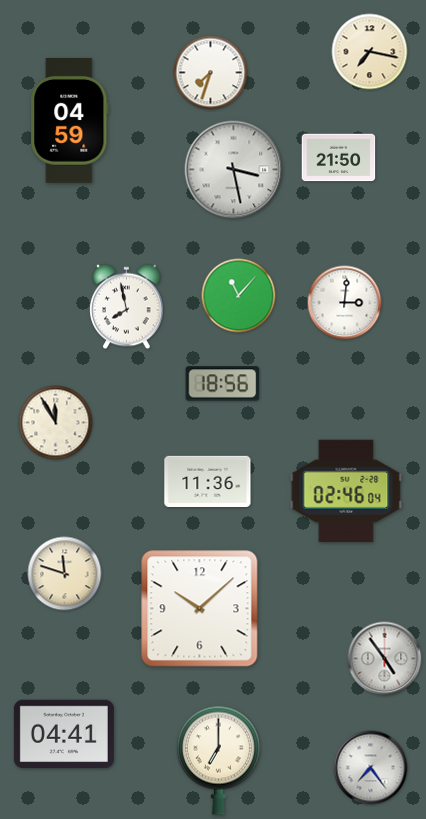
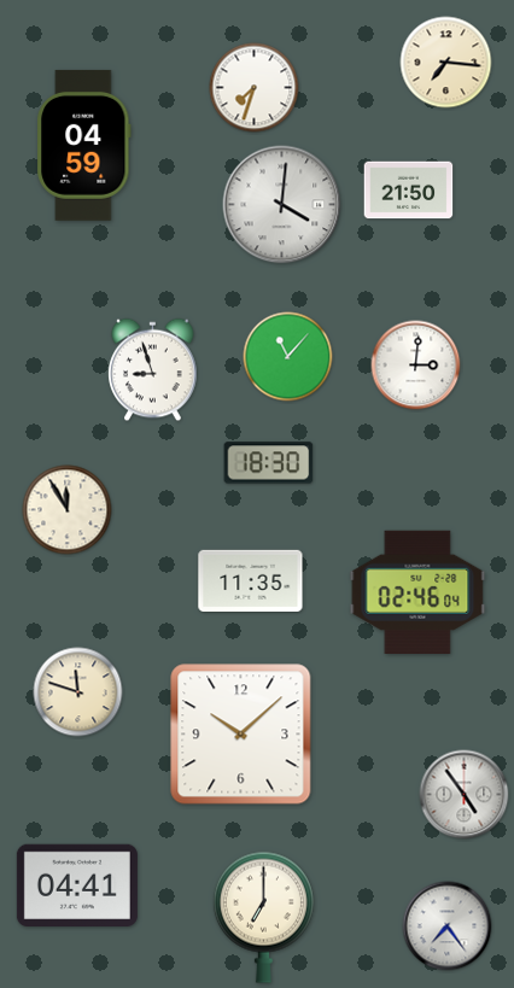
clock at (370, 52): 7:17 -> 7:16
clock at (234, 170): 3:28 -> 4:01
clock at (127, 307): 7:58 -> 8:57
clock at (223, 384): 18:56 -> 18:30
clock at (208, 481): 11:36 -> 11:35
